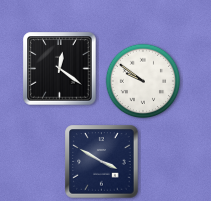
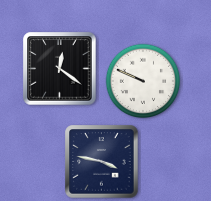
clock at (143, 81): 9:51 -> 9:49
clock at (102, 162): 3:50 -> 3:47
